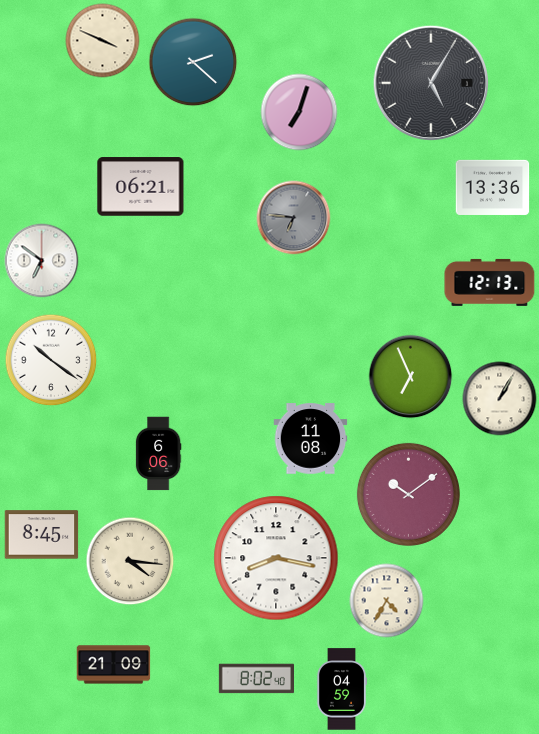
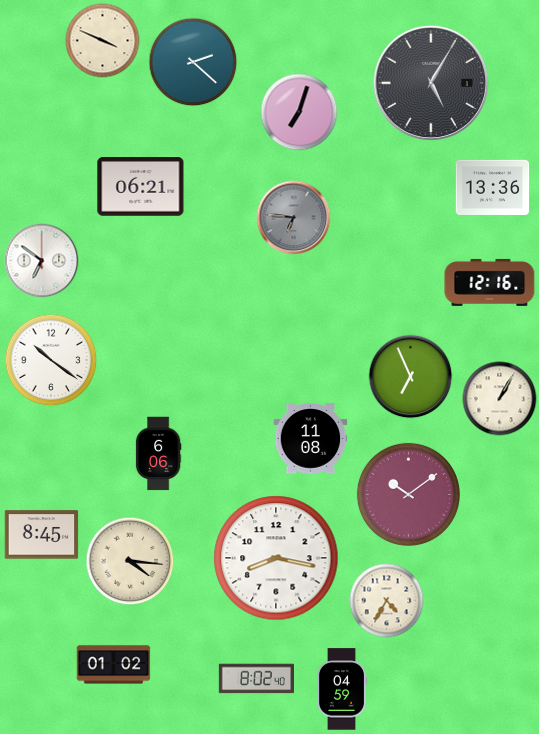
clock at (490, 282): 12:13 -> 12:16
clock at (114, 665): 21:09 -> 01:02
